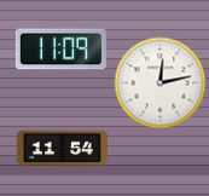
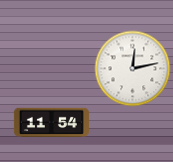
clock at (60, 50): 11:09 -> none
